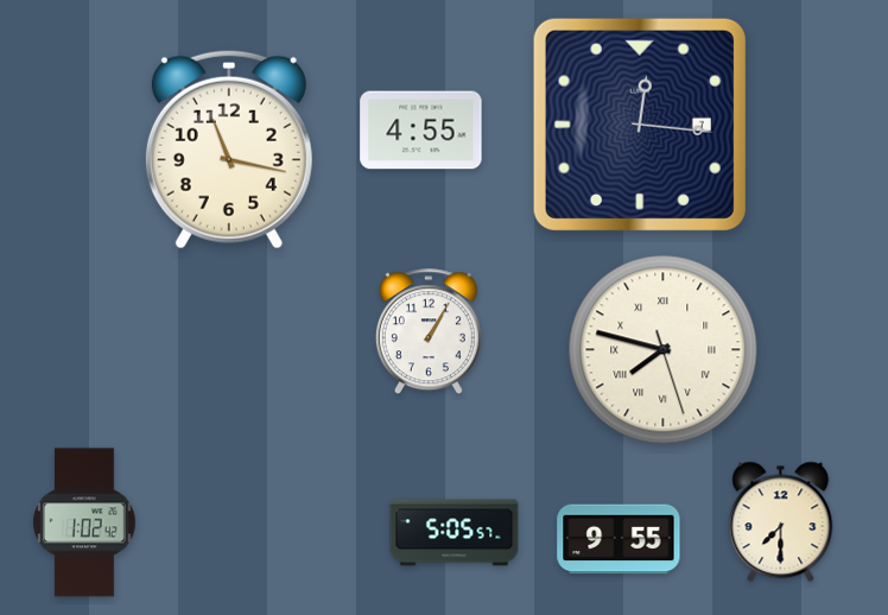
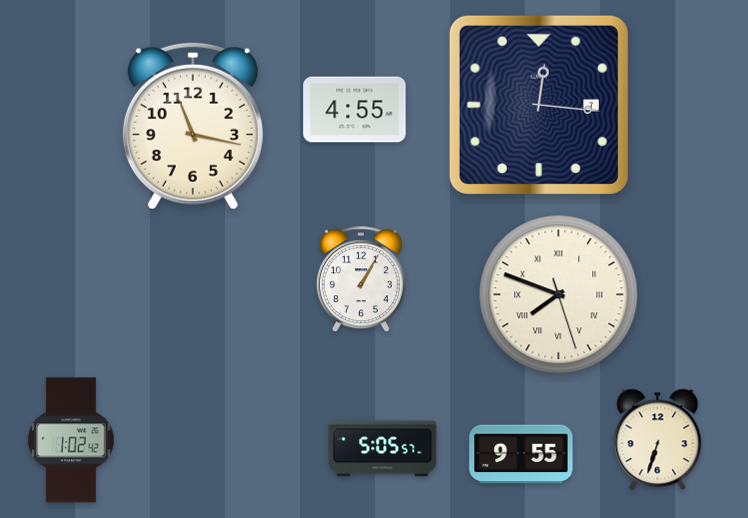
clock at (664, 350): 7:47 -> 7:48
clock at (781, 522): 7:30 -> 6:33
